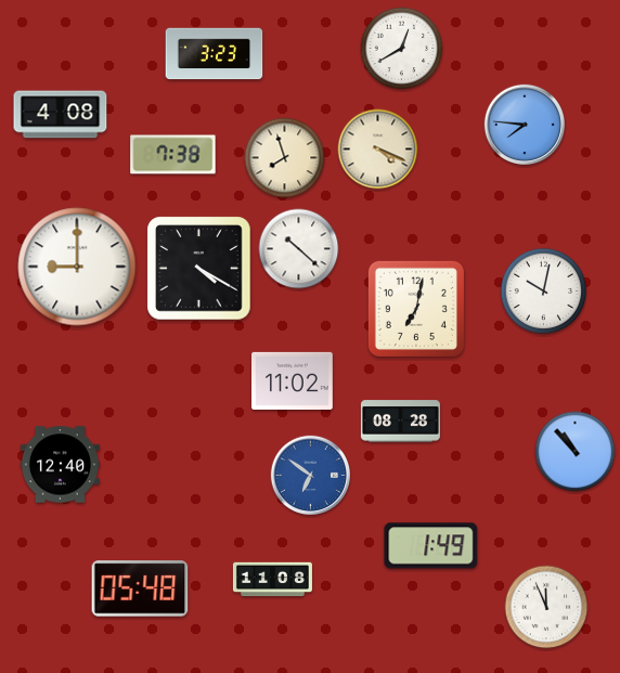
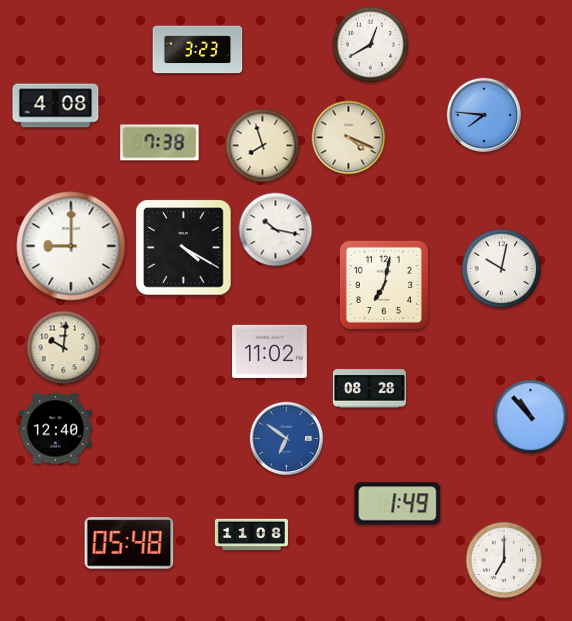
clock at (299, 249): 10:22 -> 10:17
clock at (64, 348): none -> 10:01
clock at (546, 607): 11:56 -> 7:00
